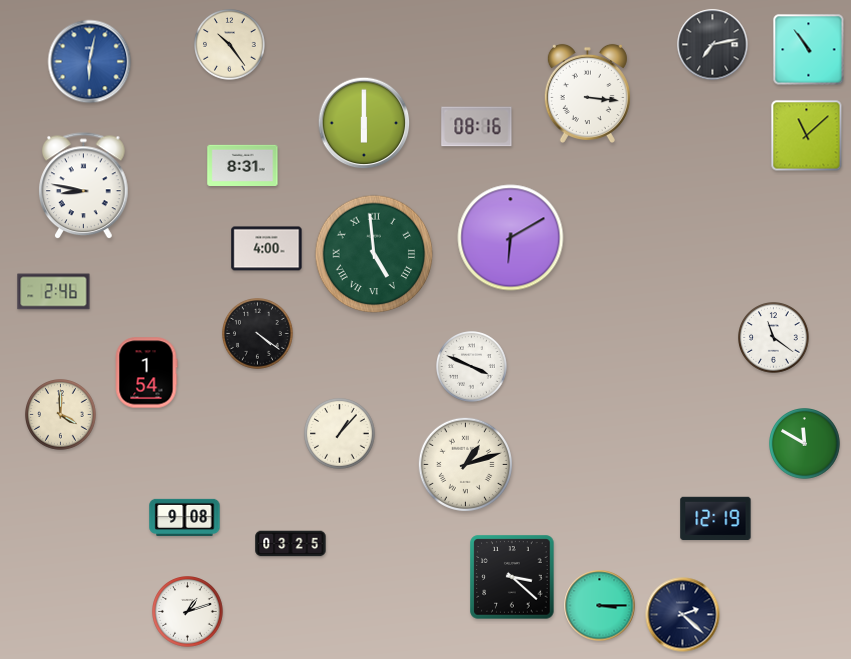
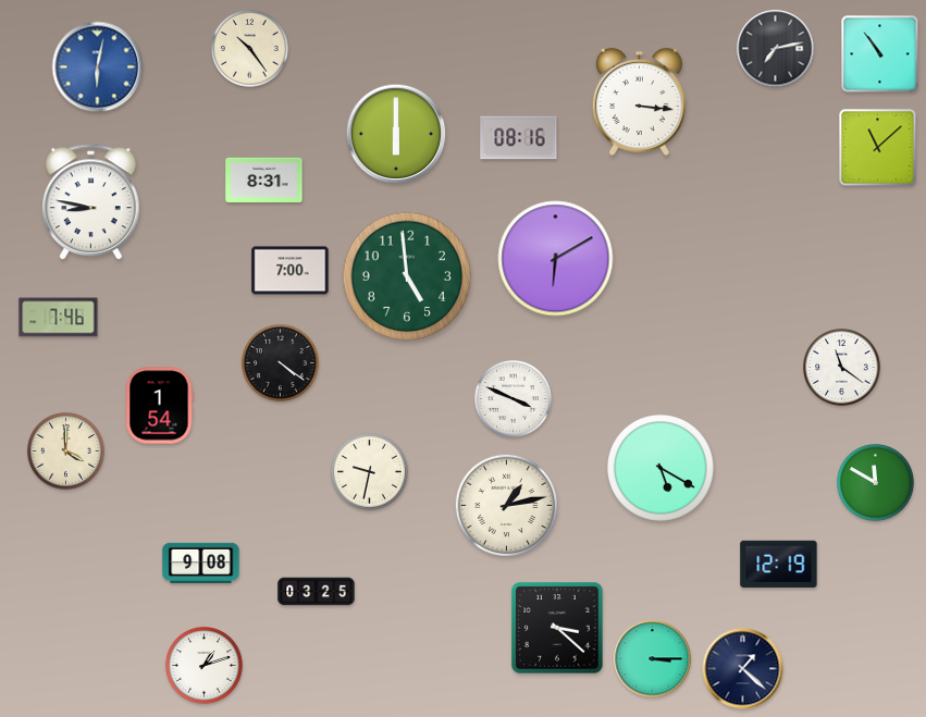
clock at (267, 249): 4:00 -> 7:00
clock at (374, 254) numerals: Roman -> Arabic
clock at (54, 292): 2:46 -> 7:46
clock at (662, 469): none -> 5:20
clock at (340, 434): 1:07 -> 9:32
clock at (465, 464): 1:12 -> 1:13
clock at (683, 615): 2:22 -> 1:22
